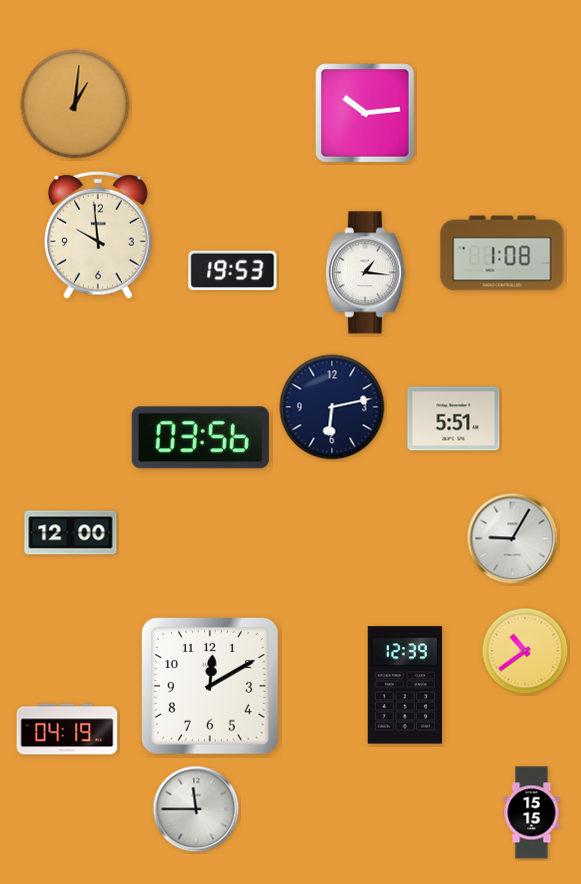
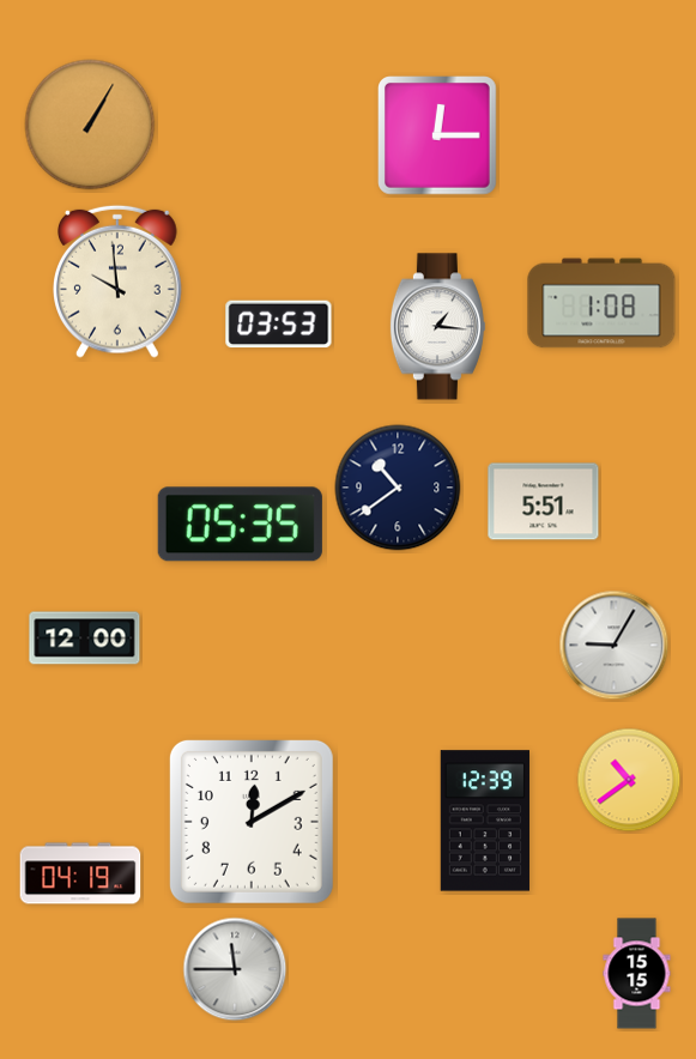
clock at (75, 104): 1:01 -> 1:05
clock at (366, 114): 10:14 -> 12:15
clock at (233, 271): 19:53 -> 03:53
clock at (332, 407): 6:13 -> 10:39
clock at (200, 438): 03:56 -> 05:35
